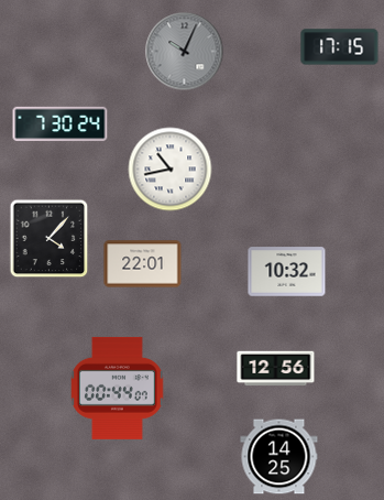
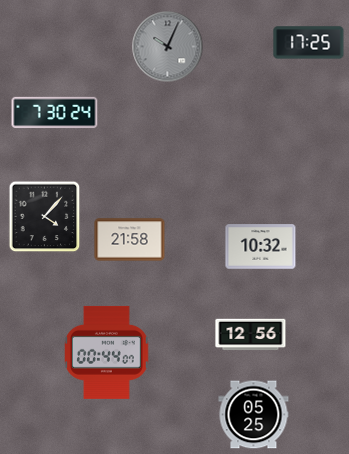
clock at (340, 47): 17:15 -> 17:25
clock at (171, 170): 10:43 -> none
clock at (143, 264): 22:01 -> 21:58
clock at (279, 457): 14:25 -> 05:25
